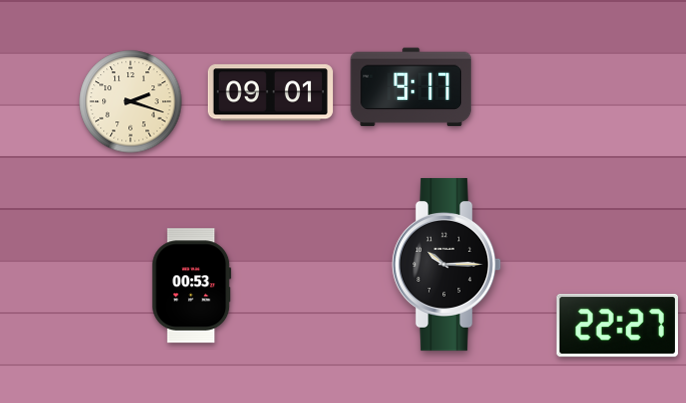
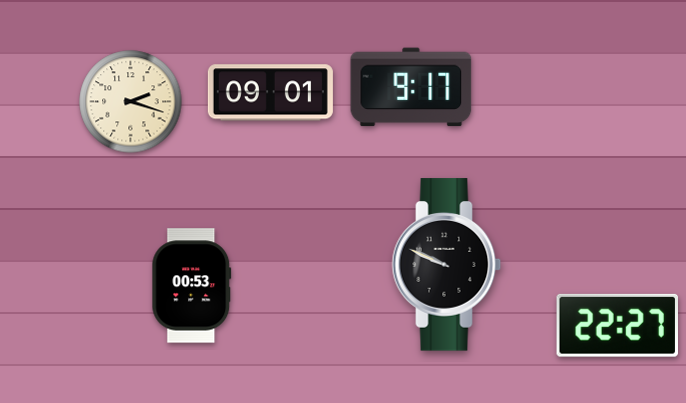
clock at (447, 265): 10:15 -> 9:49
